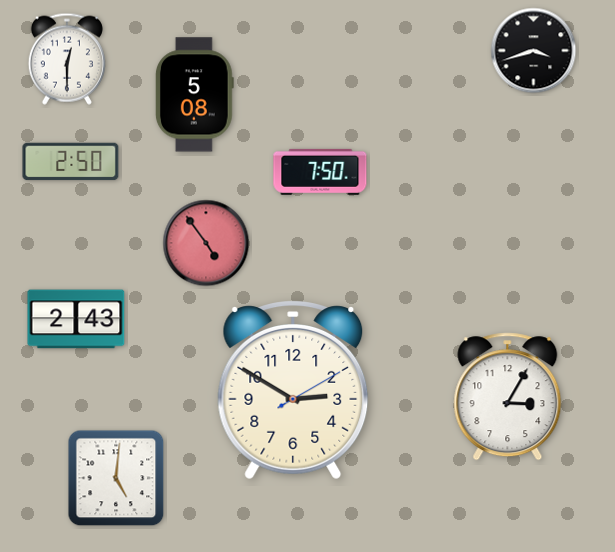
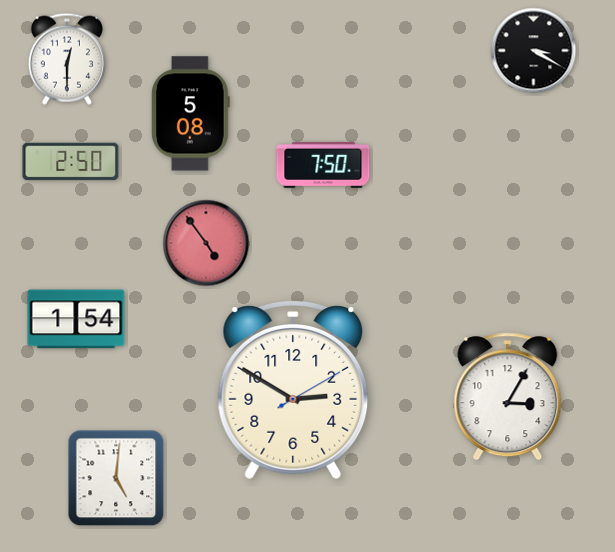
clock at (534, 51): 3:42 -> 3:20
clock at (194, 95) position: (194, 95) -> (190, 114)
clock at (320, 172) position: (320, 172) -> (323, 165)
clock at (76, 319): 2:43 -> 1:54
